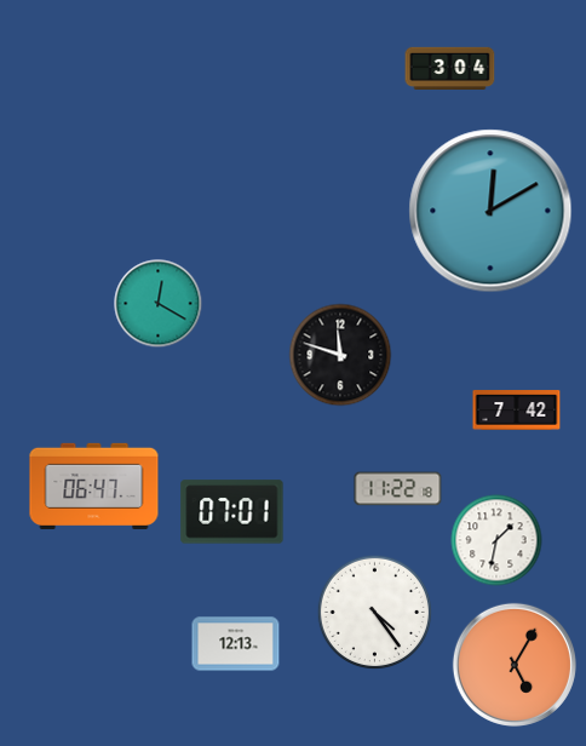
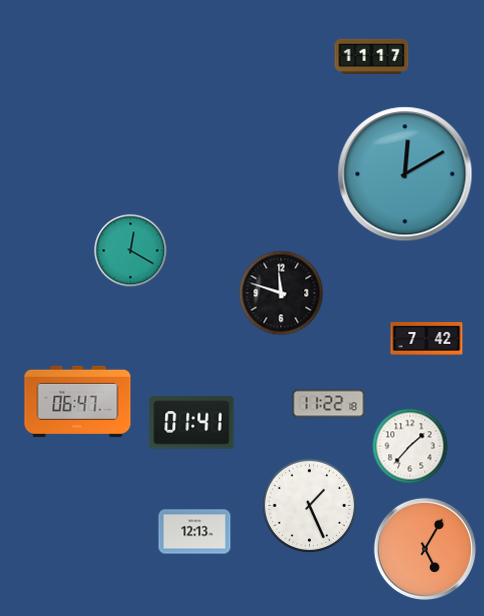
clock at (450, 69): 3:04 -> 11:17
clock at (232, 512): 07:01 -> 01:41
clock at (496, 540): 1:32 -> 1:37
clock at (375, 613): 4:24 -> 1:26
